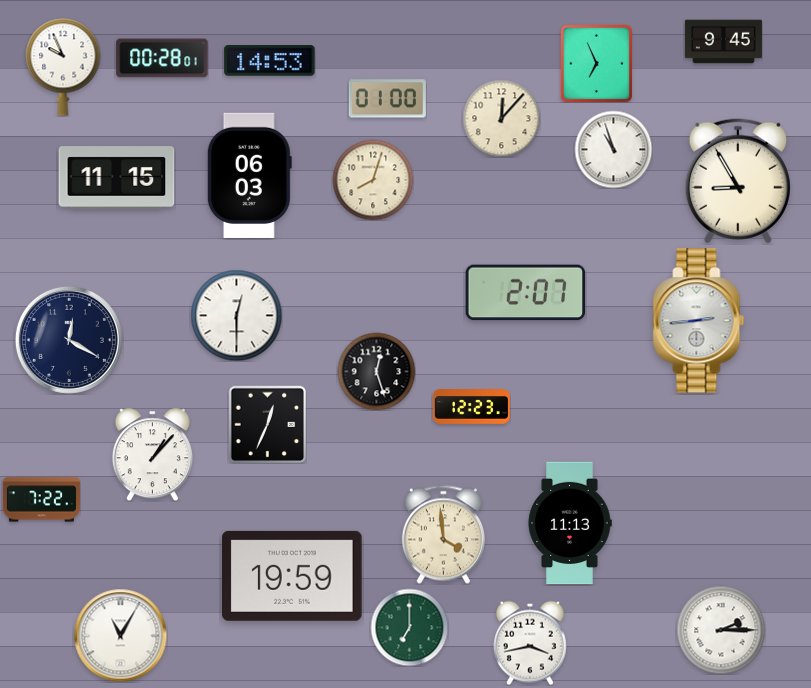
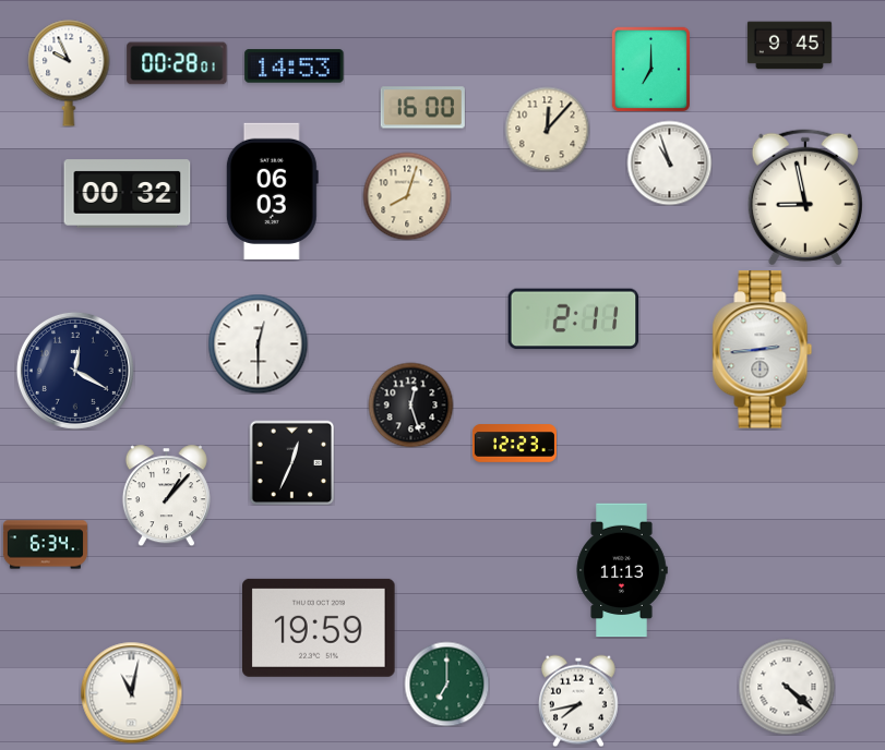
clock at (596, 63): 6:56 -> 7:00
clock at (387, 99): 01:00 -> 16:00
clock at (117, 178): 11:15 -> 00:32
clock at (738, 181): 8:55 -> 8:58
clock at (526, 293): 2:07 -> 2:11
clock at (41, 500): 7:22 -> 6:34
clock at (443, 534): 3:59 -> none
clock at (721, 630): 2:15 -> 4:22
clock at (120, 635): 11:05 -> 11:02
clock at (531, 643): 3:43 -> 7:43
